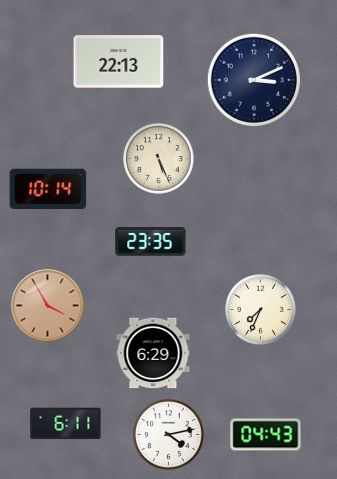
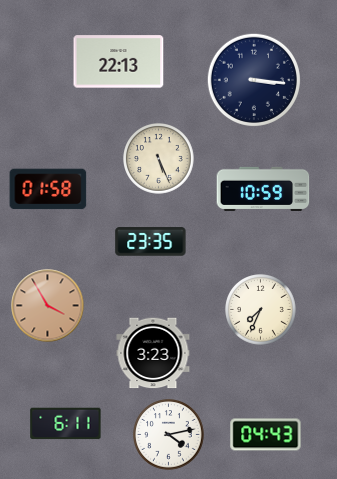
clock at (253, 79): 3:11 -> 3:16
clock at (48, 189): 10:14 -> 01:58
clock at (263, 189): none -> 10:59
clock at (153, 353): 6:29 -> 3:23
